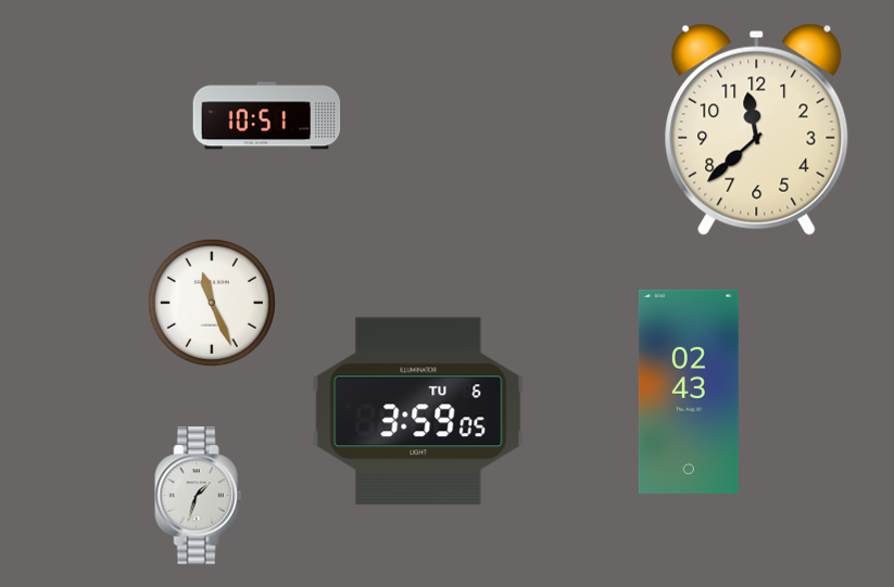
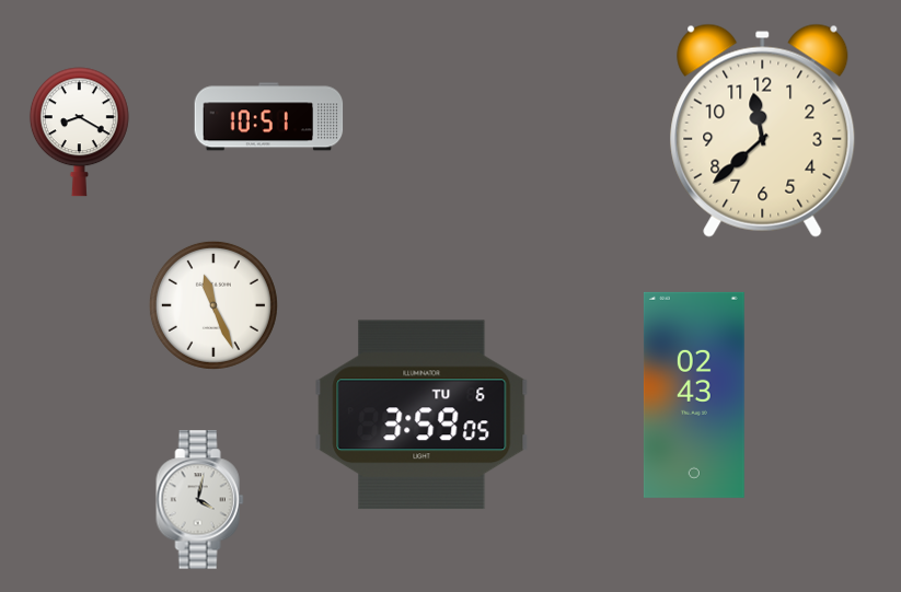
clock at (79, 132): none -> 8:20
clock at (199, 496): 1:33 -> 4:02
